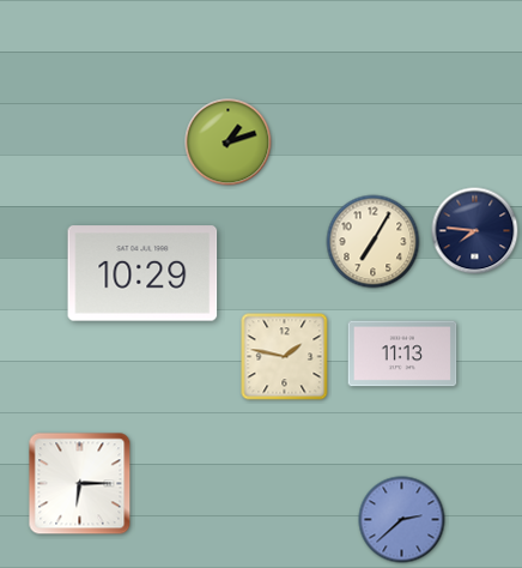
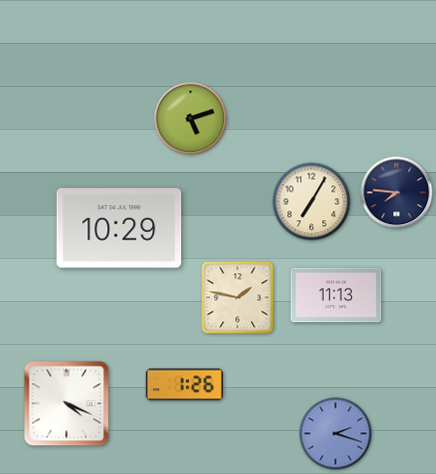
clock at (229, 143): 1:12 -> 5:12
clock at (184, 385): none -> 1:26
clock at (80, 484): 6:15 -> 4:19
clock at (402, 520): 2:38 -> 2:18
